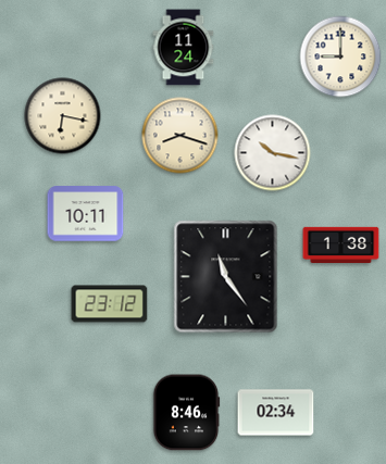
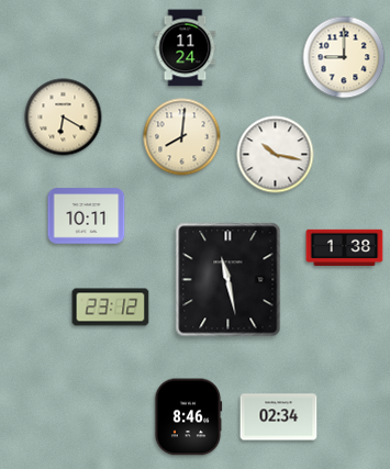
clock at (63, 116): 6:17 -> 6:20
clock at (180, 136): 8:18 -> 8:01
clock at (226, 277): 11:24 -> 11:28
